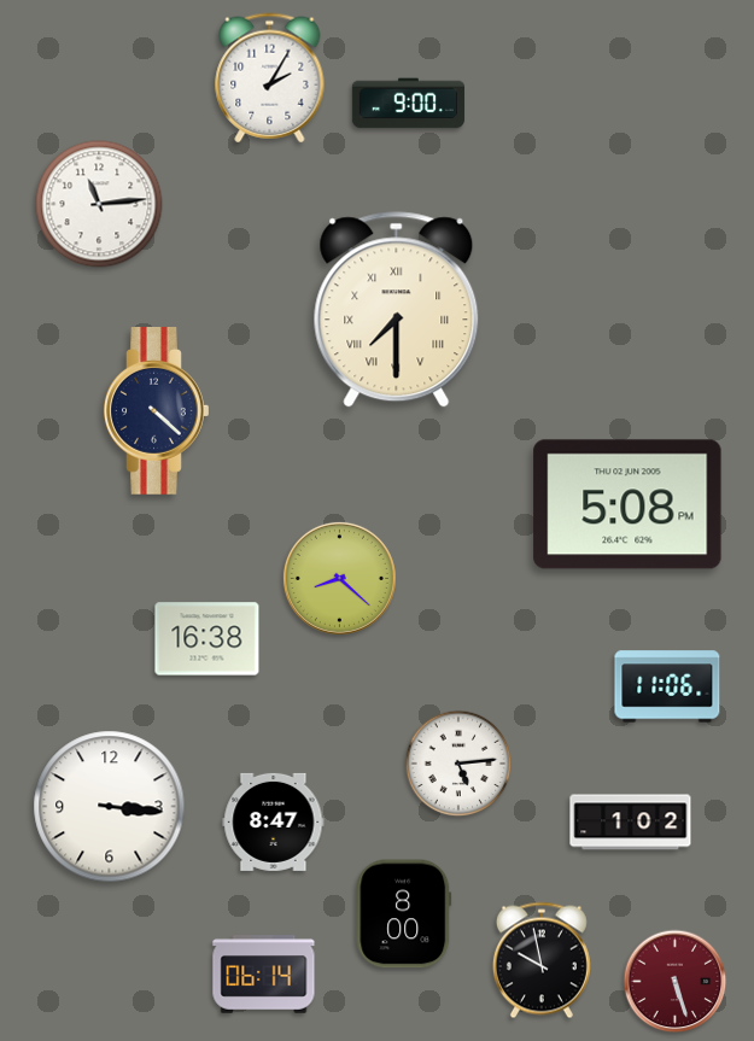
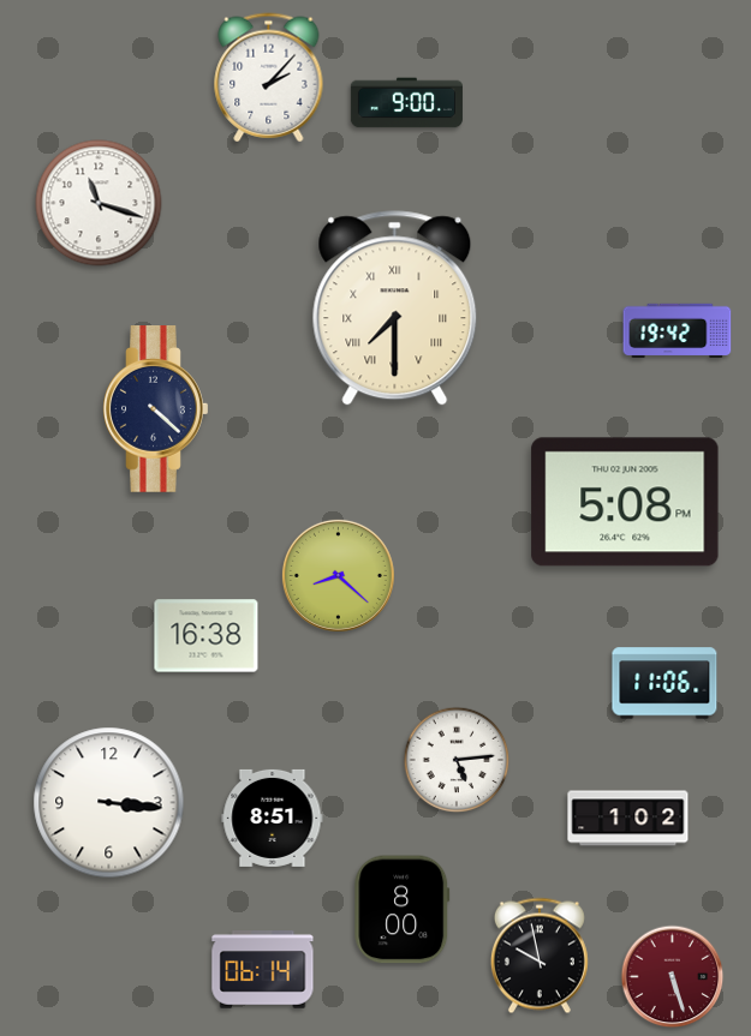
clock at (270, 78): 2:05 -> 2:07
clock at (99, 204): 11:14 -> 11:18
clock at (678, 331): none -> 19:42
clock at (274, 821): 8:47 -> 8:51
